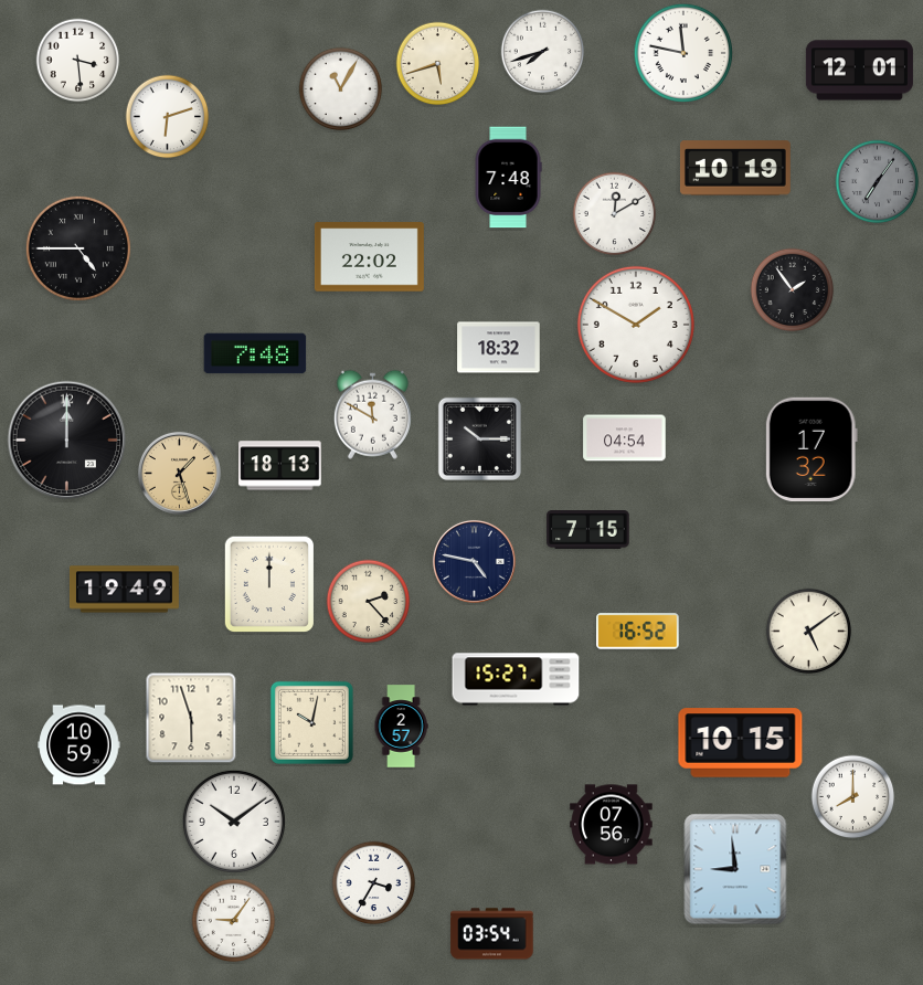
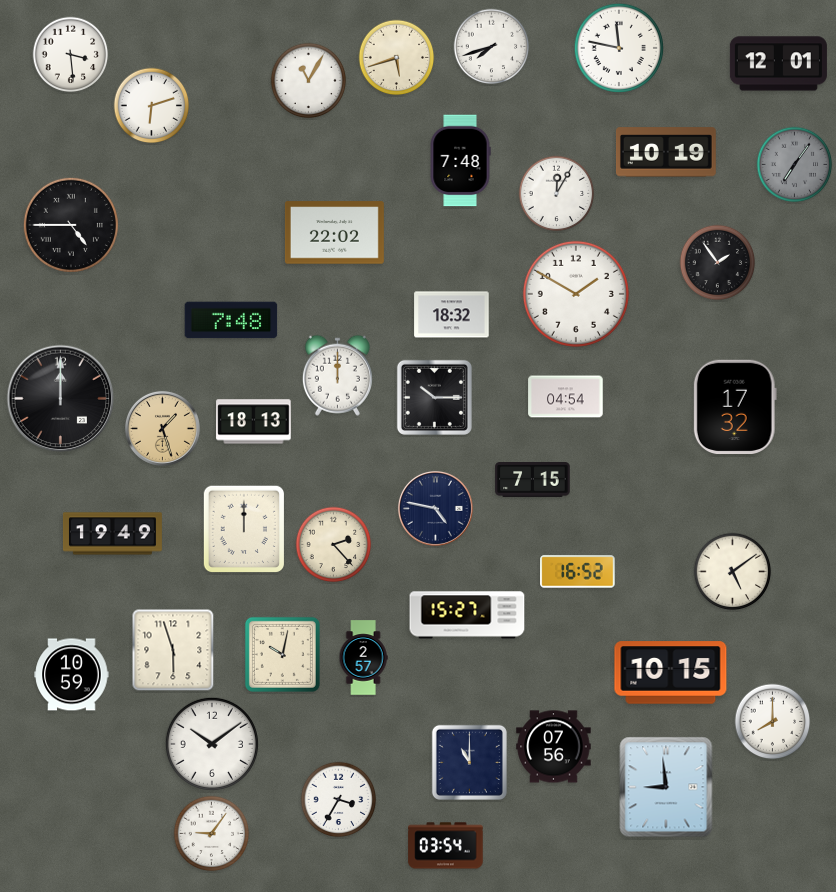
clock at (615, 214): 12:10 -> 12:05
clock at (372, 414): 11:50 -> 12:00
clock at (474, 561) position: (474, 561) -> (435, 508)
clock at (469, 762): none -> 11:00
